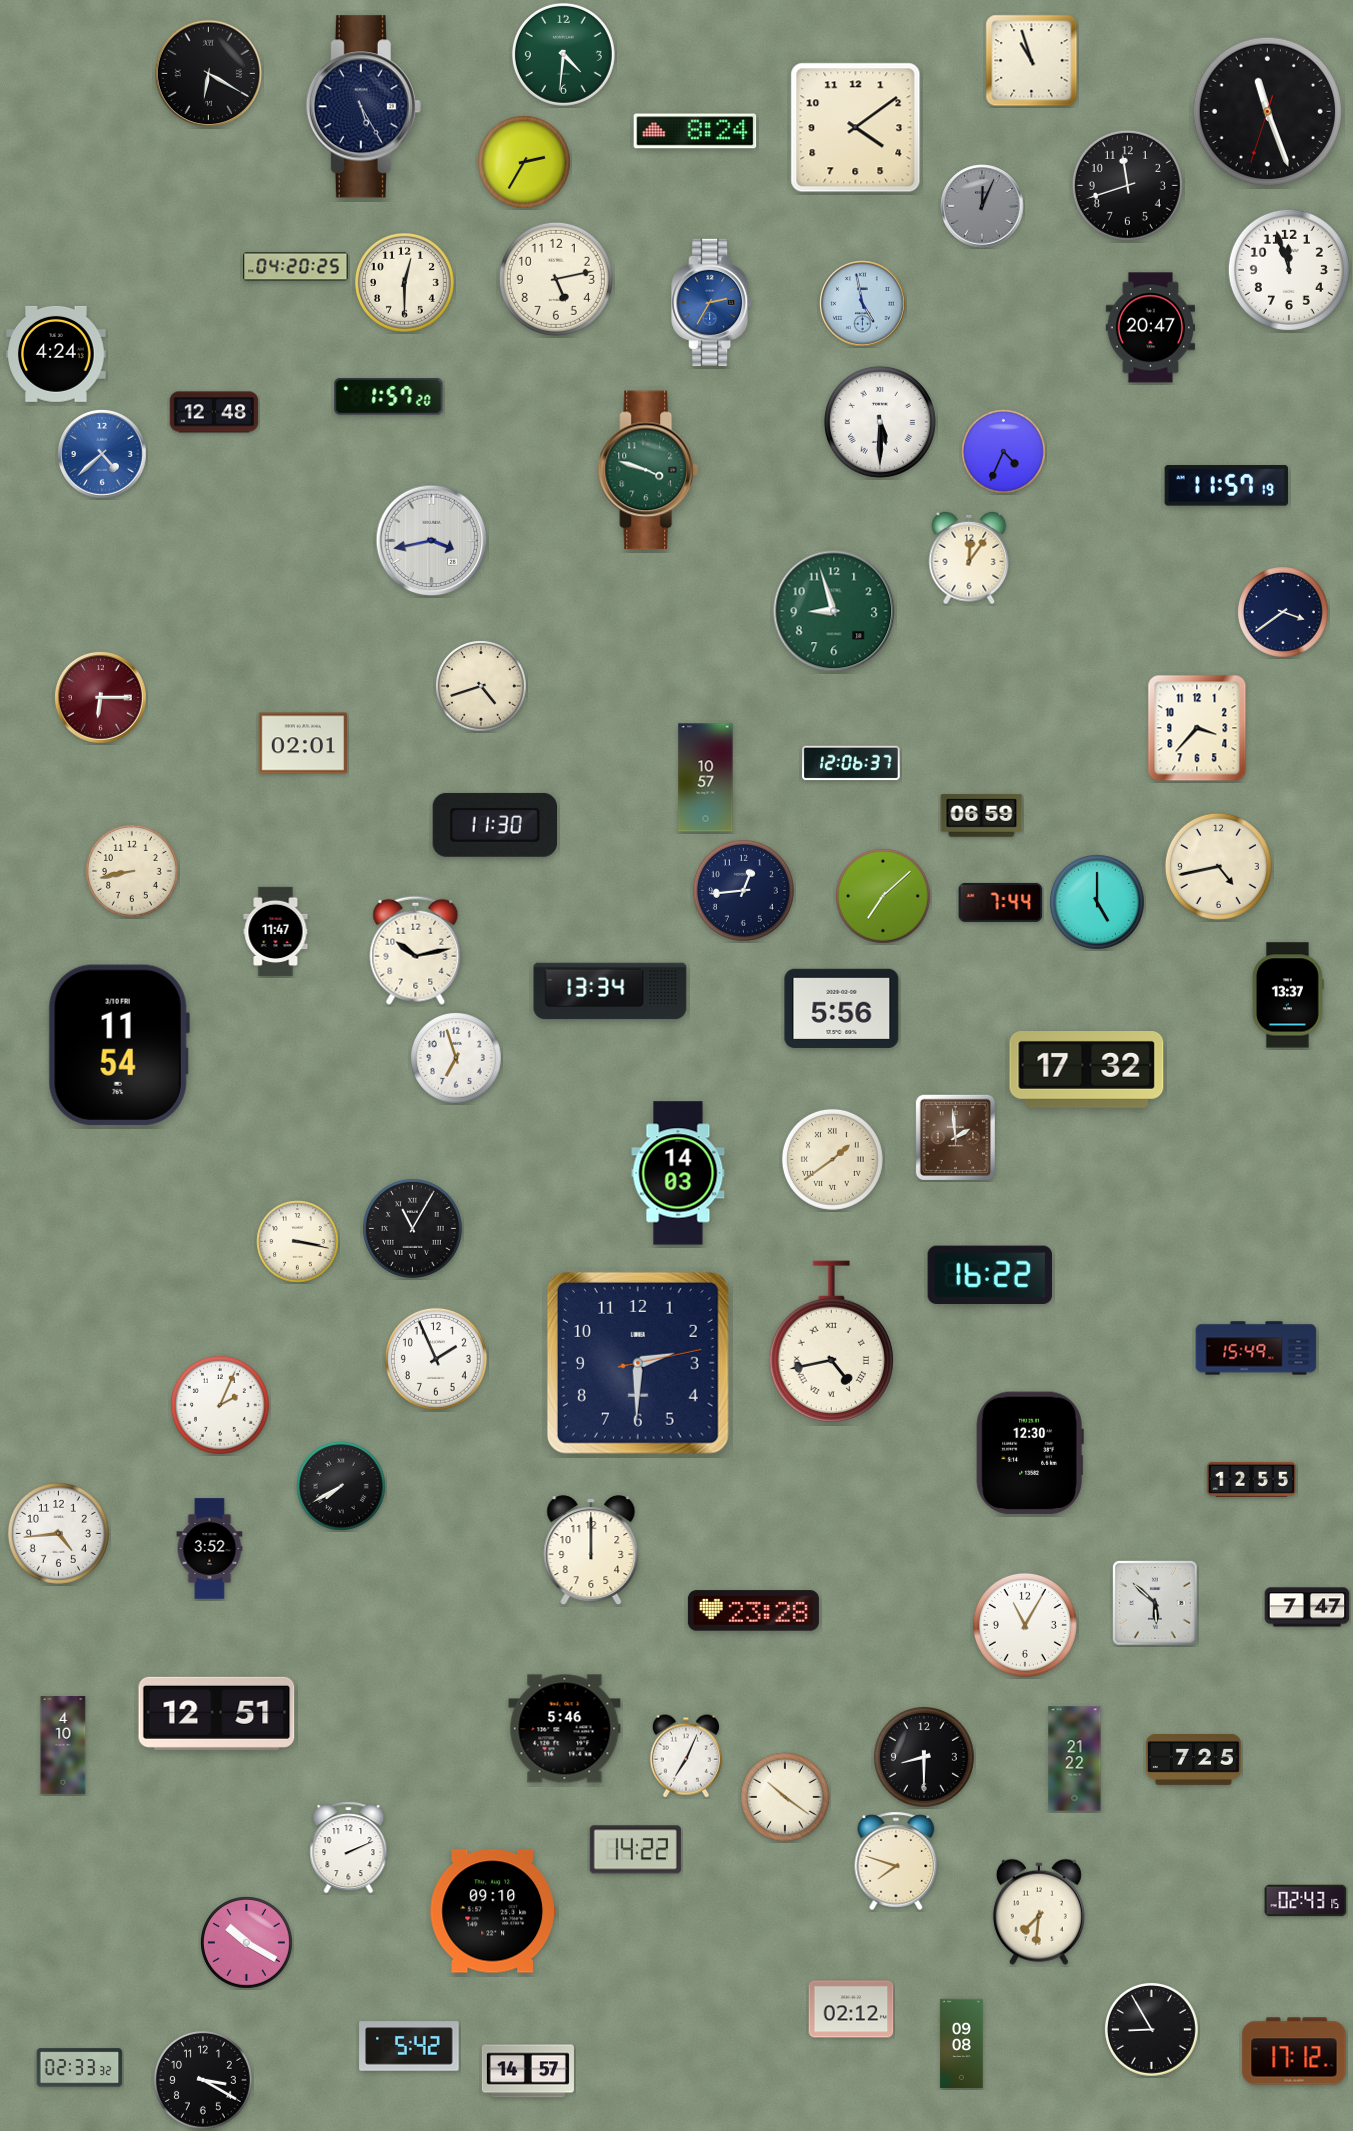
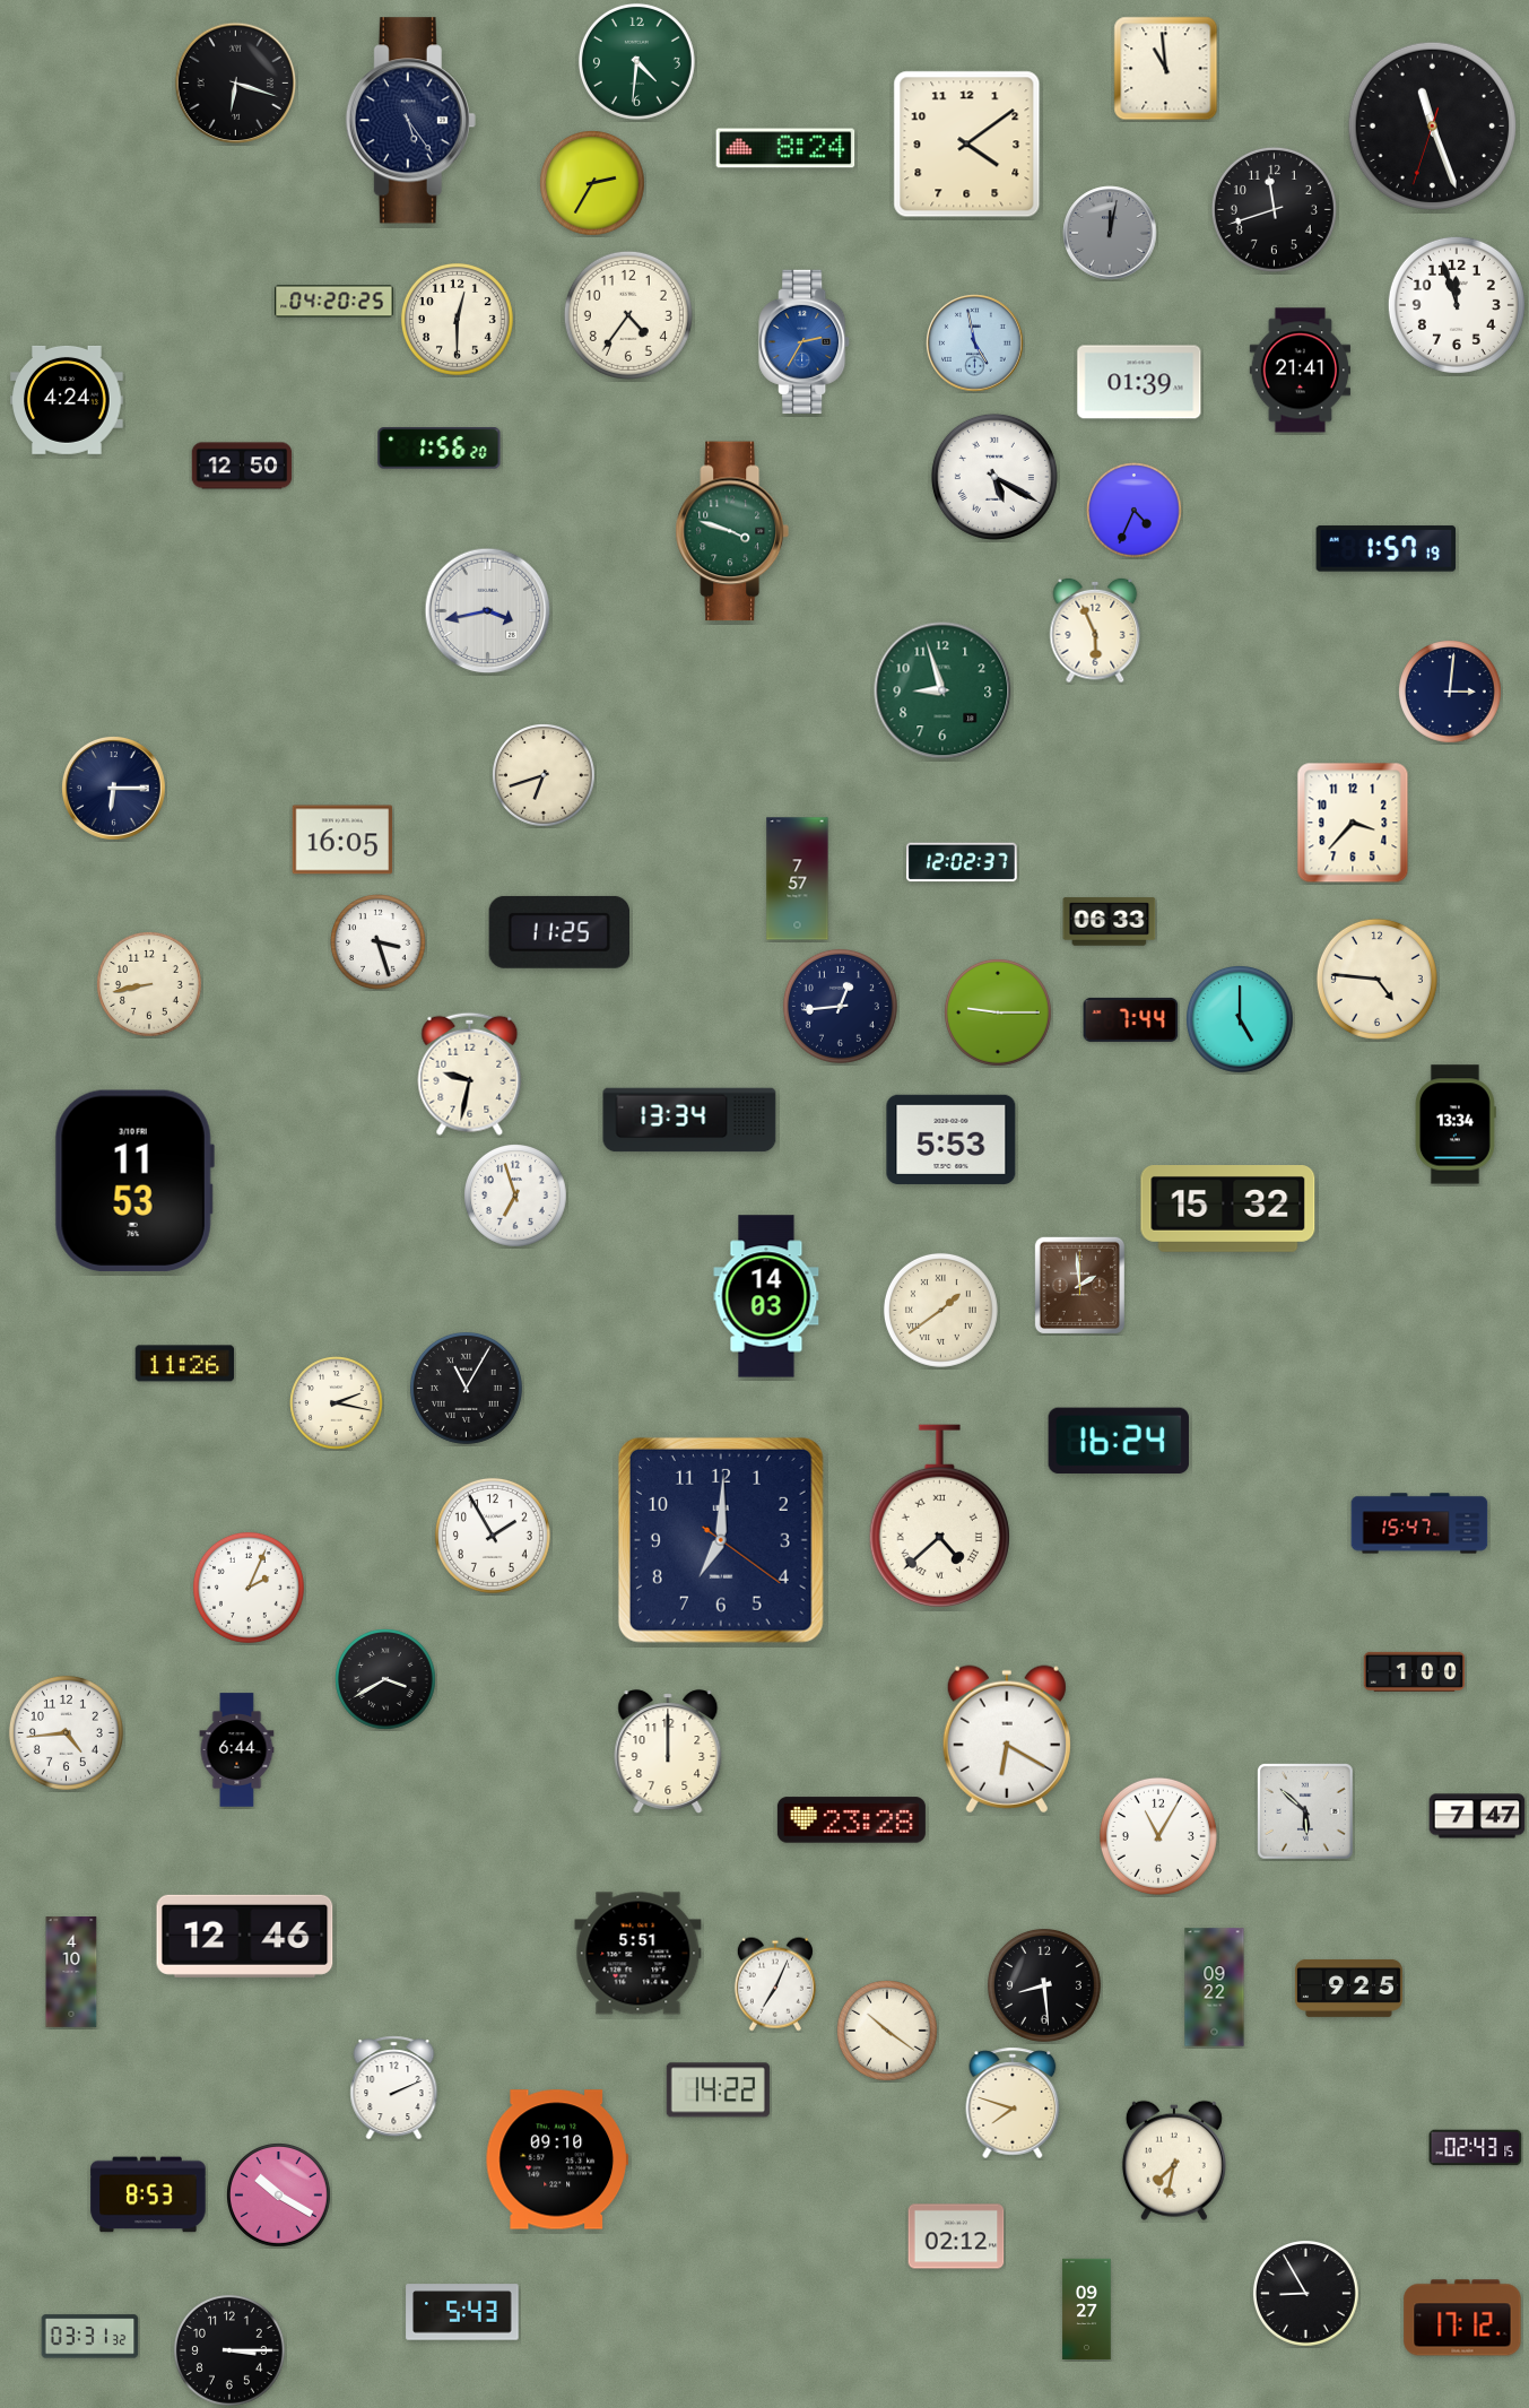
clock at (1032, 61): 10:57 -> 10:59
clock at (209, 74): 6:20 -> 6:18
clock at (363, 107): 5:25 -> 5:24
clock at (982, 206): 12:04 -> 12:02
clock at (556, 279): 5:13 -> 4:36
clock at (1150, 328): 20:47 -> 21:41
clock at (1139, 382): none -> 01:39
clock at (56, 354) position: (56, 354) -> (67, 400)
clock at (389, 397): 1:57 -> 1:56
clock at (214, 412): 12:48 -> 12:50
clock at (880, 422): 5:30 -> 5:20
clock at (102, 454): 4:38 -> none
clock at (1227, 486): 11:57 -> 1:57
clock at (969, 558): 12:06 -> 5:56
clock at (1284, 613): 3:39 -> 3:01
clock at (482, 687): 4:42 -> 6:42
clock at (100, 697) dial: burgundy -> navy
clock at (303, 743): 02:01 -> 16:05
clock at (852, 763): 12:06 -> 12:02
clock at (706, 778): 10:57 -> 7:57
clock at (982, 816): 06:59 -> 06:33
clock at (494, 825): 11:30 -> 11:25
clock at (379, 942): none -> 3:27
clock at (1218, 866): 4:43 -> 4:46
clock at (884, 897): 7:08 -> 9:15
clock at (276, 932): 11:47 -> none
clock at (416, 950): 10:13 -> 9:32
clock at (1288, 995): 13:37 -> 13:34
clock at (842, 1008): 5:56 -> 5:53
clock at (119, 1045): 11:54 -> 11:53
clock at (1087, 1070): 17:32 -> 15:32
clock at (678, 1173) position: (678, 1173) -> (766, 1296)
clock at (185, 1364): none -> 11:26
clock at (298, 1242): 3:17 -> 2:17
clock at (990, 1274): 16:22 -> 16:24
clock at (831, 1342): 4:43 -> 4:38
clock at (1256, 1348): 15:49 -> 15:47
clock at (436, 1359): 1:56 -> 1:55
clock at (638, 1363): 2:30 -> 7:00
clock at (1030, 1453): 12:30 -> none
clock at (1252, 1479): 12:55 -> 1:00
clock at (341, 1486): 7:40 -> 3:40
clock at (1007, 1739): none -> 6:20
clock at (210, 1549): 3:52 -> 6:44
clock at (217, 1713): 12:51 -> 12:46
clock at (565, 1729): 5:46 -> 5:51
clock at (924, 1757): 8:30 -> 8:29
clock at (1075, 1759): 21:22 -> 09:22
clock at (1193, 1759): 7:25 -> 9:25
clock at (1039, 1912): 7:31 -> 7:32
clock at (148, 2194): none -> 8:53
clock at (851, 2009) position: (851, 2009) -> (956, 2236)
clock at (1152, 2030) position: (1152, 2030) -> (1306, 2294)
clock at (962, 2044): 09:08 -> 09:27
clock at (409, 2046): 5:42 -> 5:43
clock at (80, 2068): 02:33 -> 03:31
clock at (528, 2071): 14:57 -> none
clock at (203, 2080): 3:20 -> 3:15
